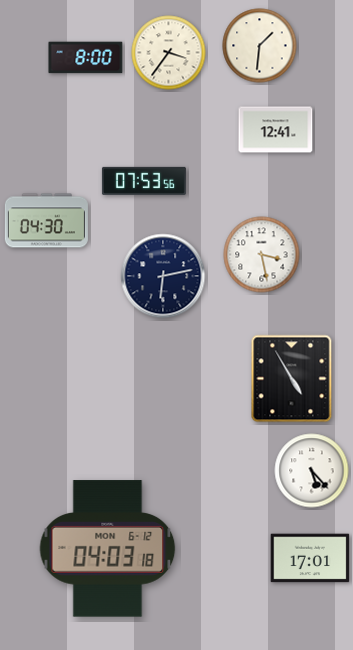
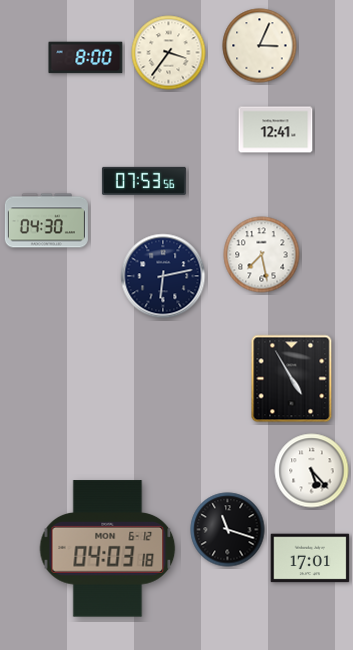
clock at (260, 46): 1:31 -> 3:04
clock at (262, 255): 3:28 -> 7:28
clock at (228, 530): none -> 11:18
